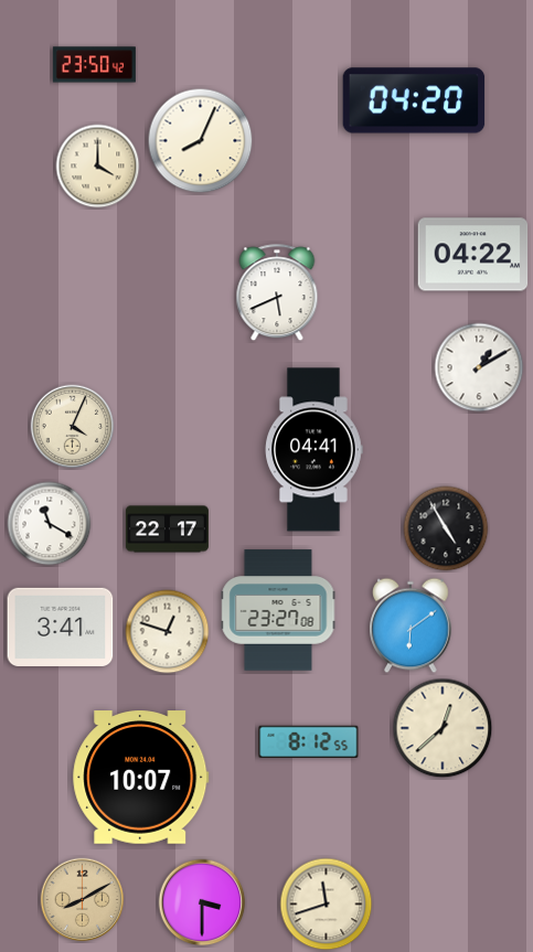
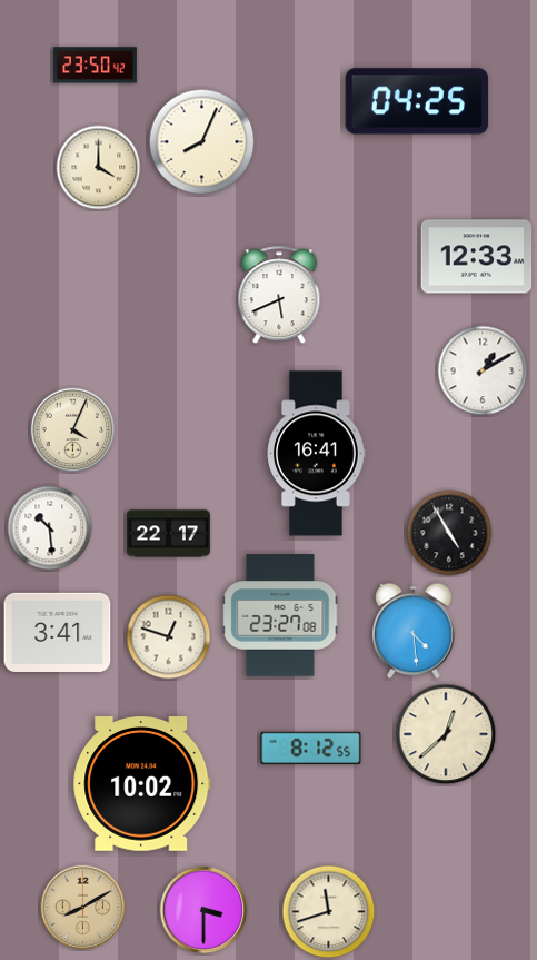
clock at (414, 100): 04:20 -> 04:25
clock at (473, 255): 04:22 -> 12:33
clock at (313, 450): 04:41 -> 16:41
clock at (50, 524): 11:20 -> 10:29
clock at (412, 625): 6:09 -> 4:29
clock at (61, 627) position: (61, 627) -> (58, 632)
clock at (141, 778): 10:07 -> 10:02
